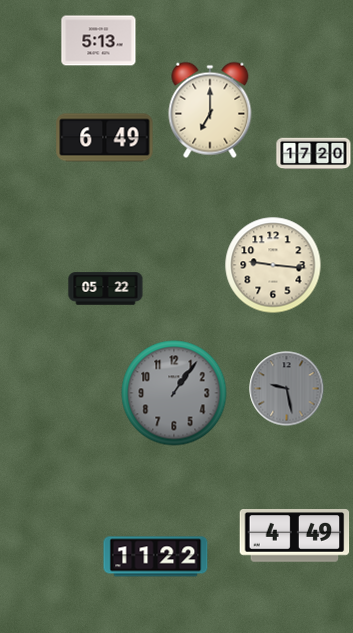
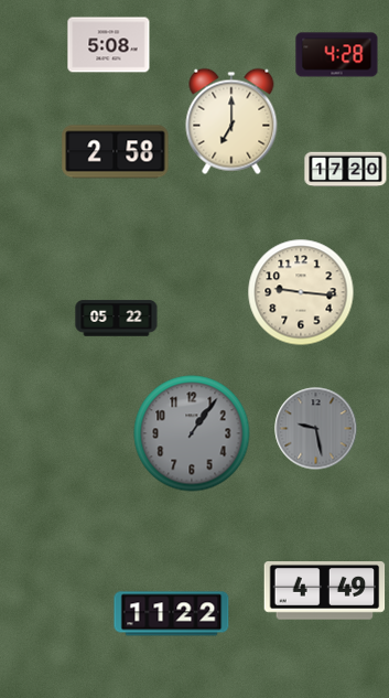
clock at (99, 41): 5:13 -> 5:08
clock at (337, 55): none -> 4:28
clock at (105, 138): 6:49 -> 2:58
